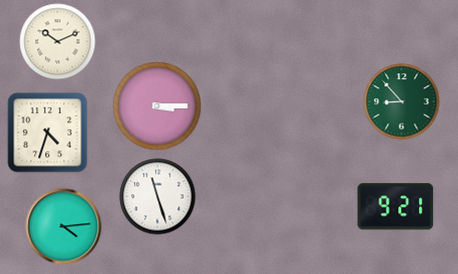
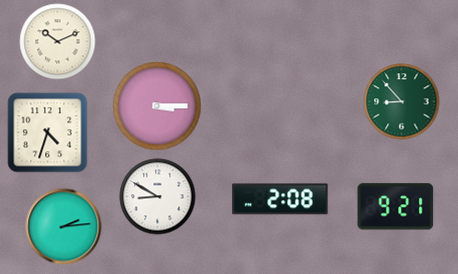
clock at (158, 197): 11:27 -> 8:50
clock at (280, 199): none -> 2:08
clock at (64, 227): 4:14 -> 2:14
